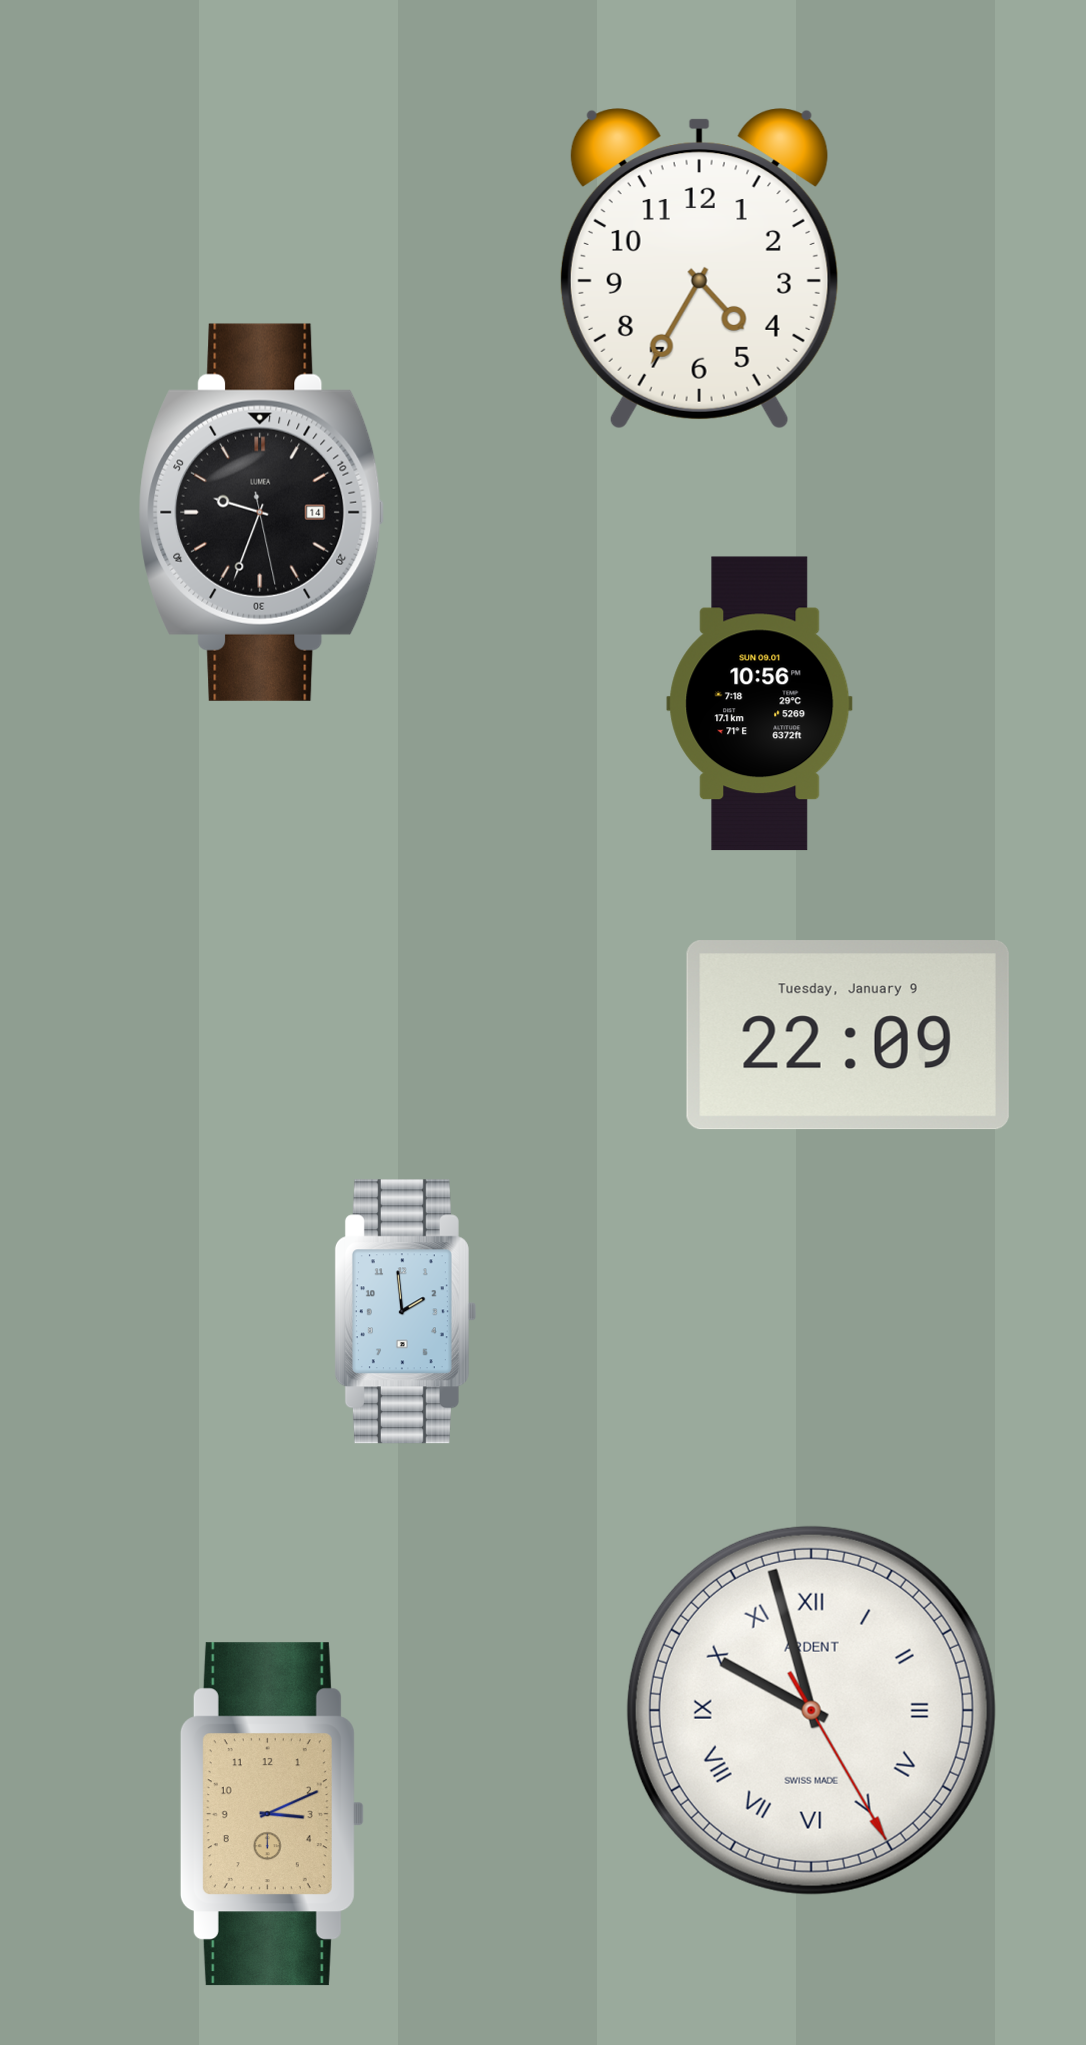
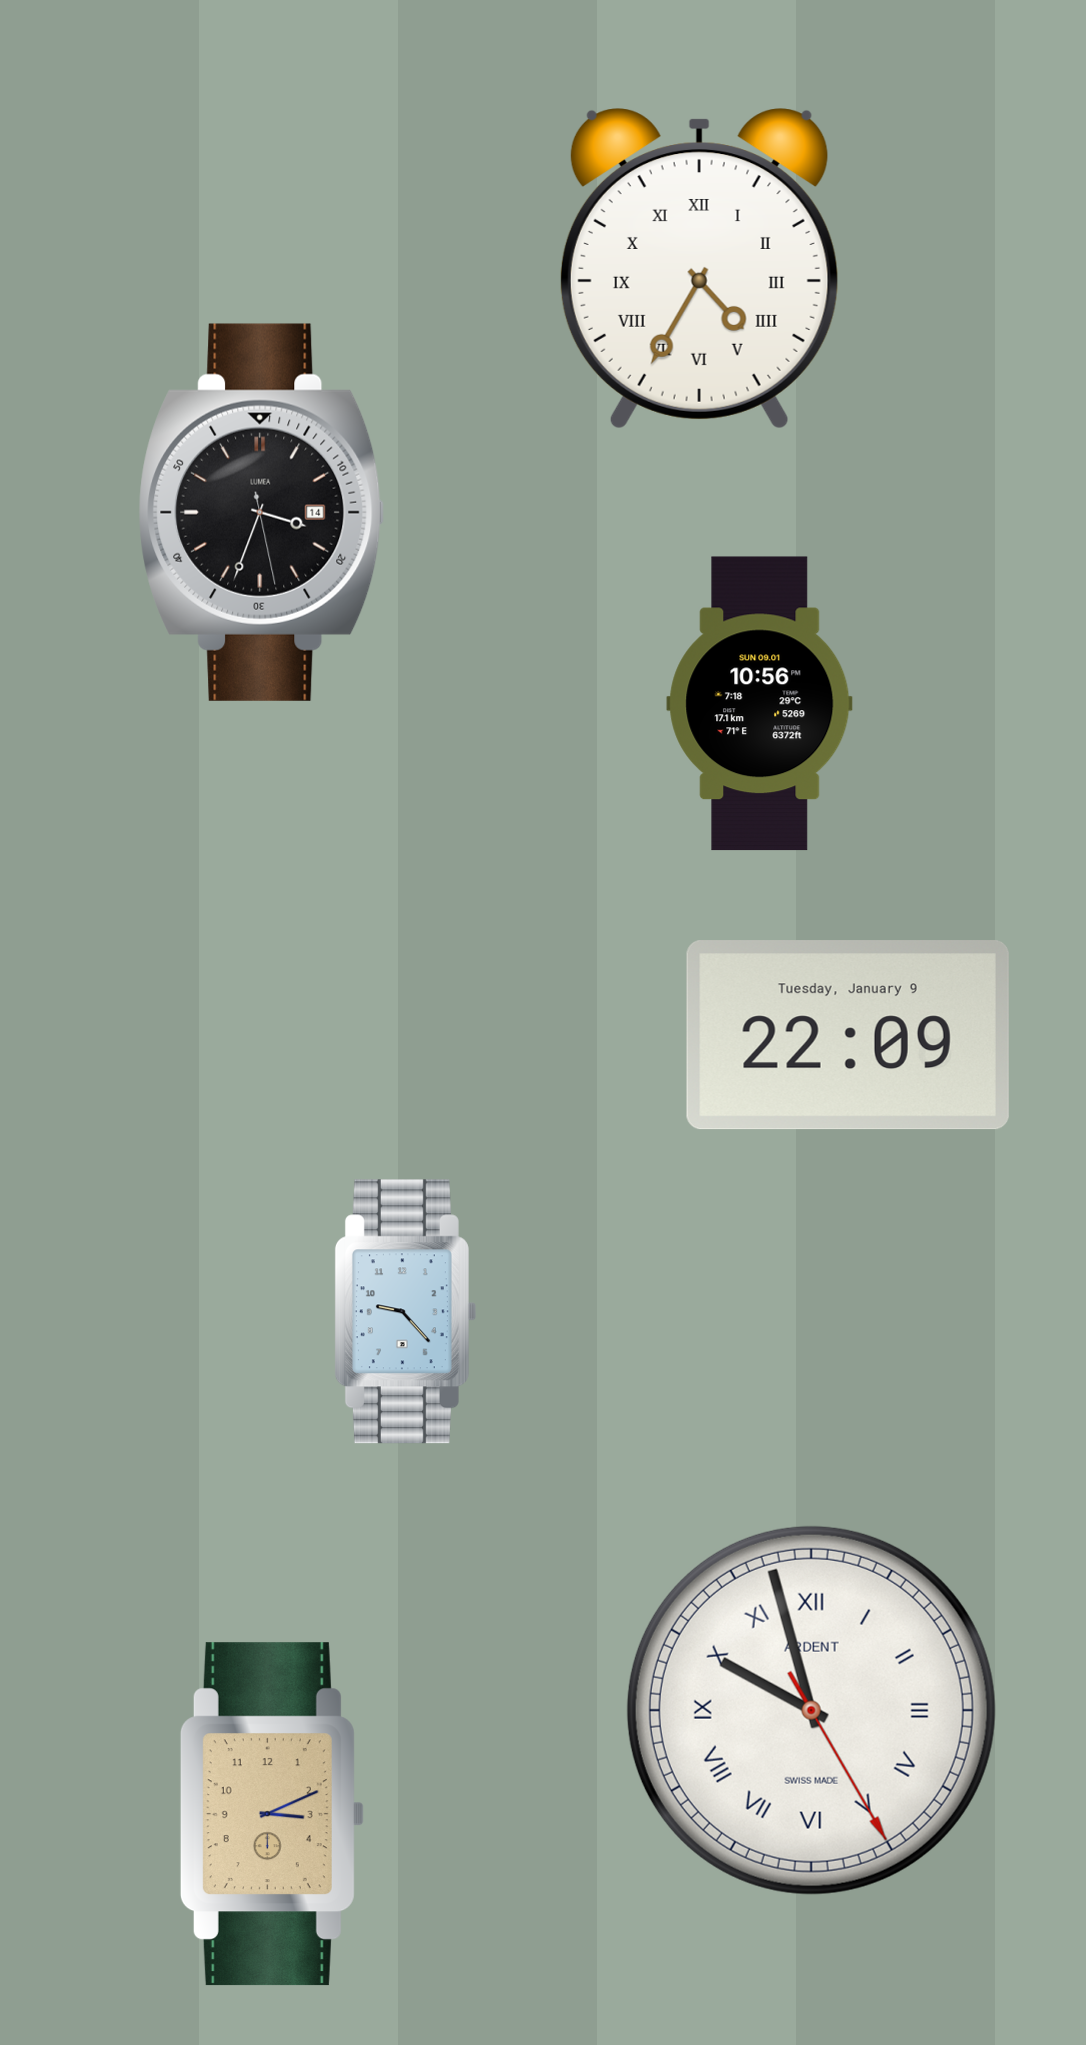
clock at (699, 269) numerals: Arabic -> Roman
clock at (262, 512): 9:33 -> 3:33
clock at (405, 1312): 1:59 -> 9:23
